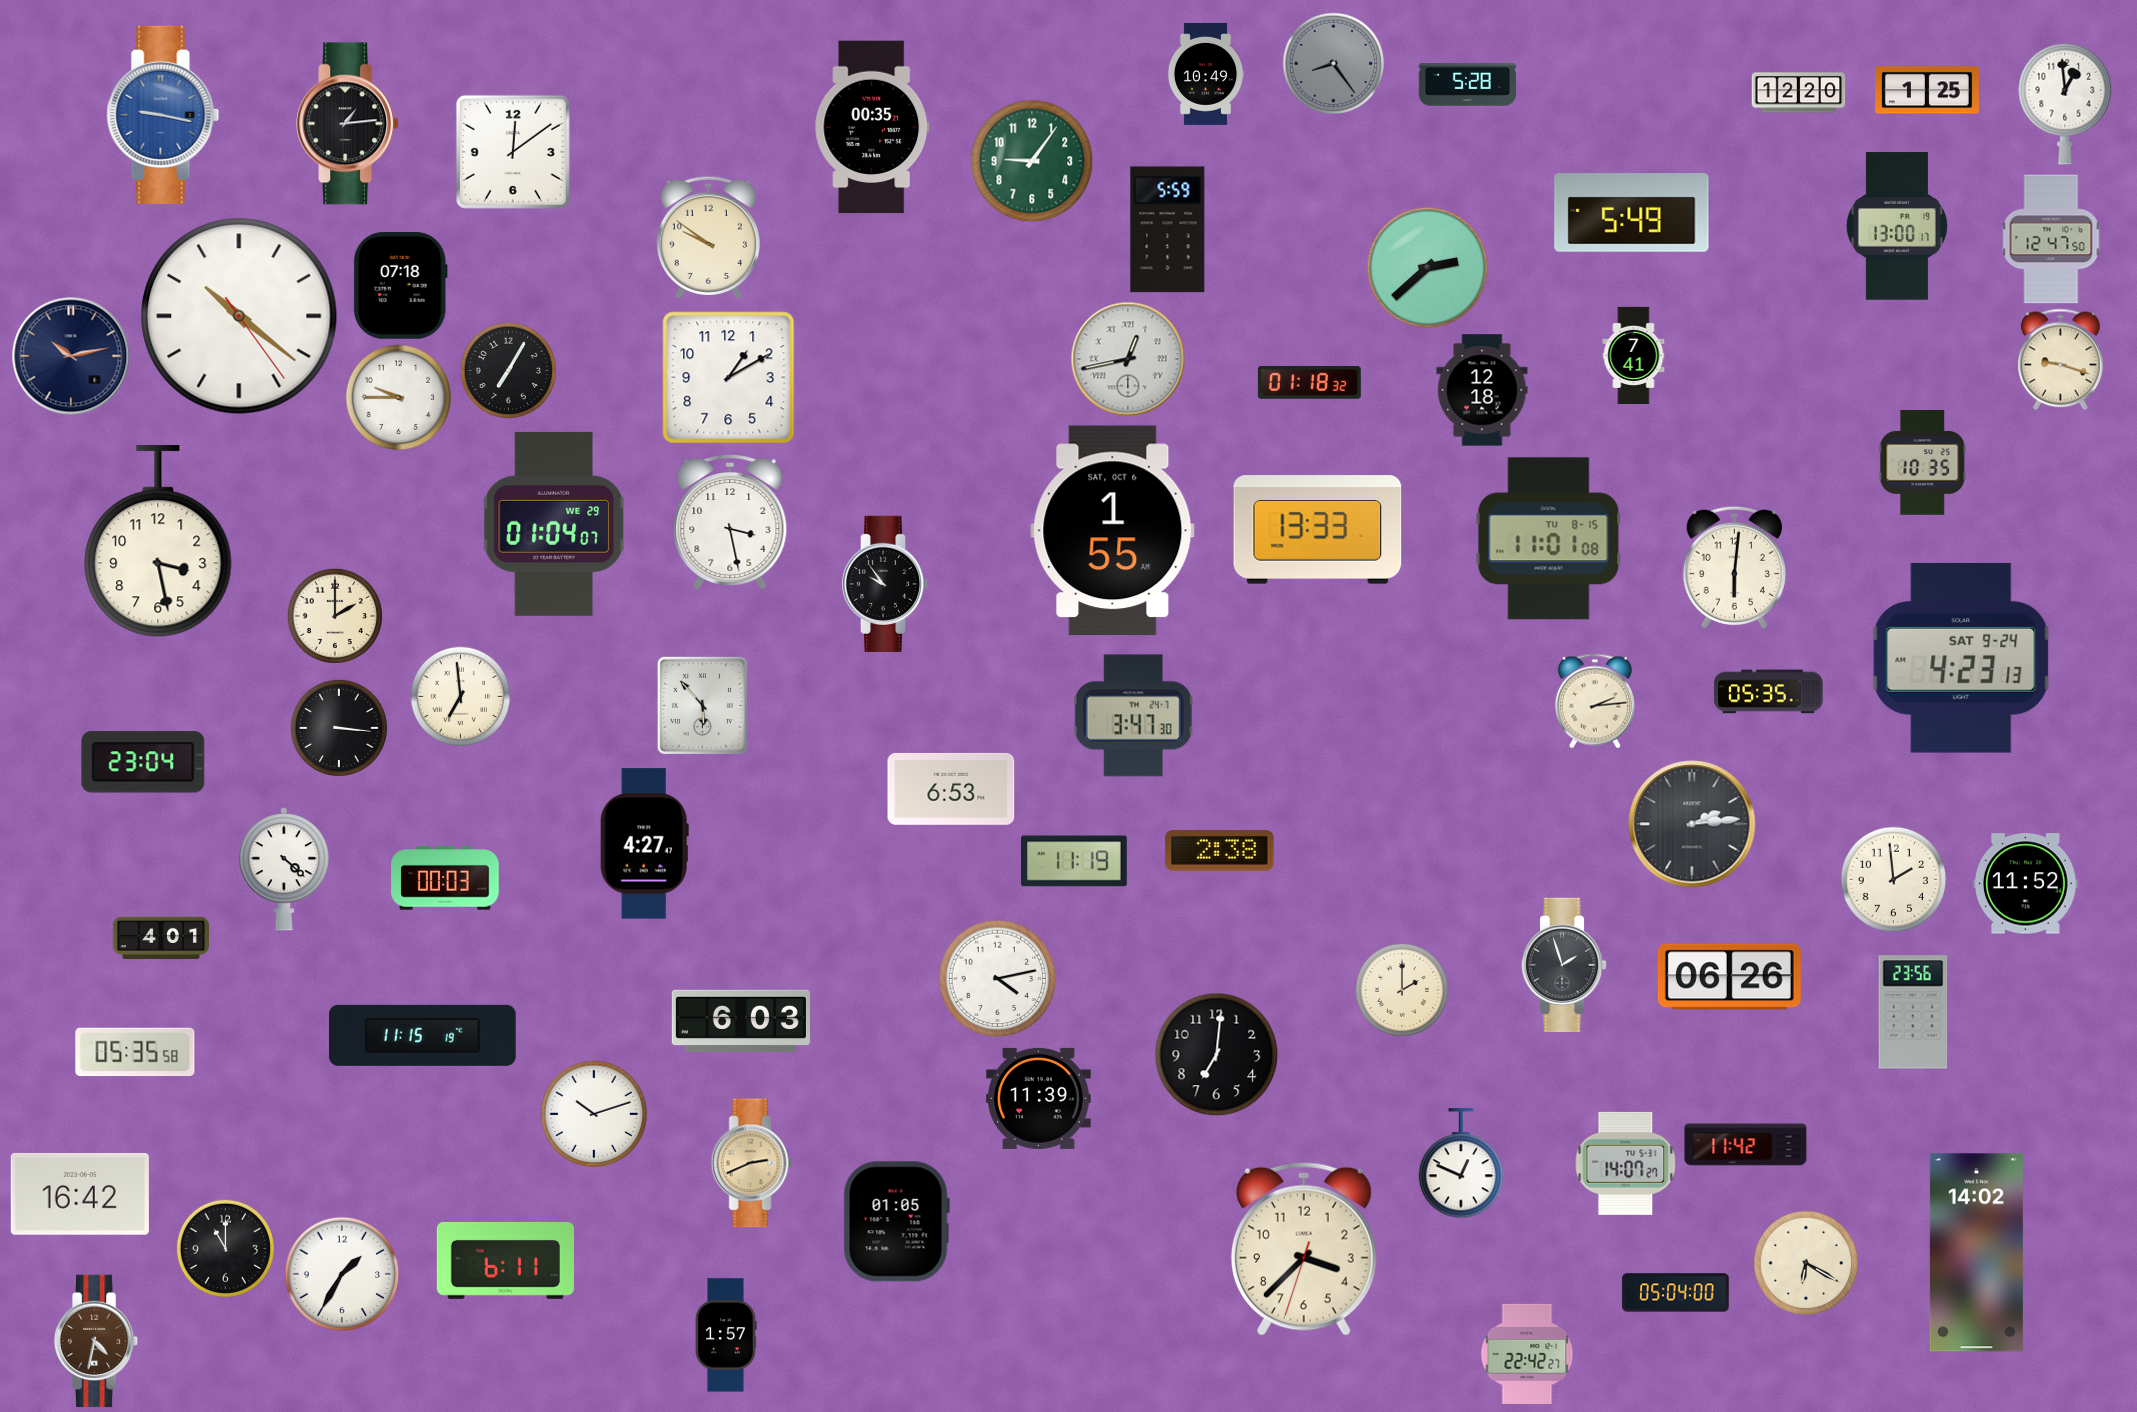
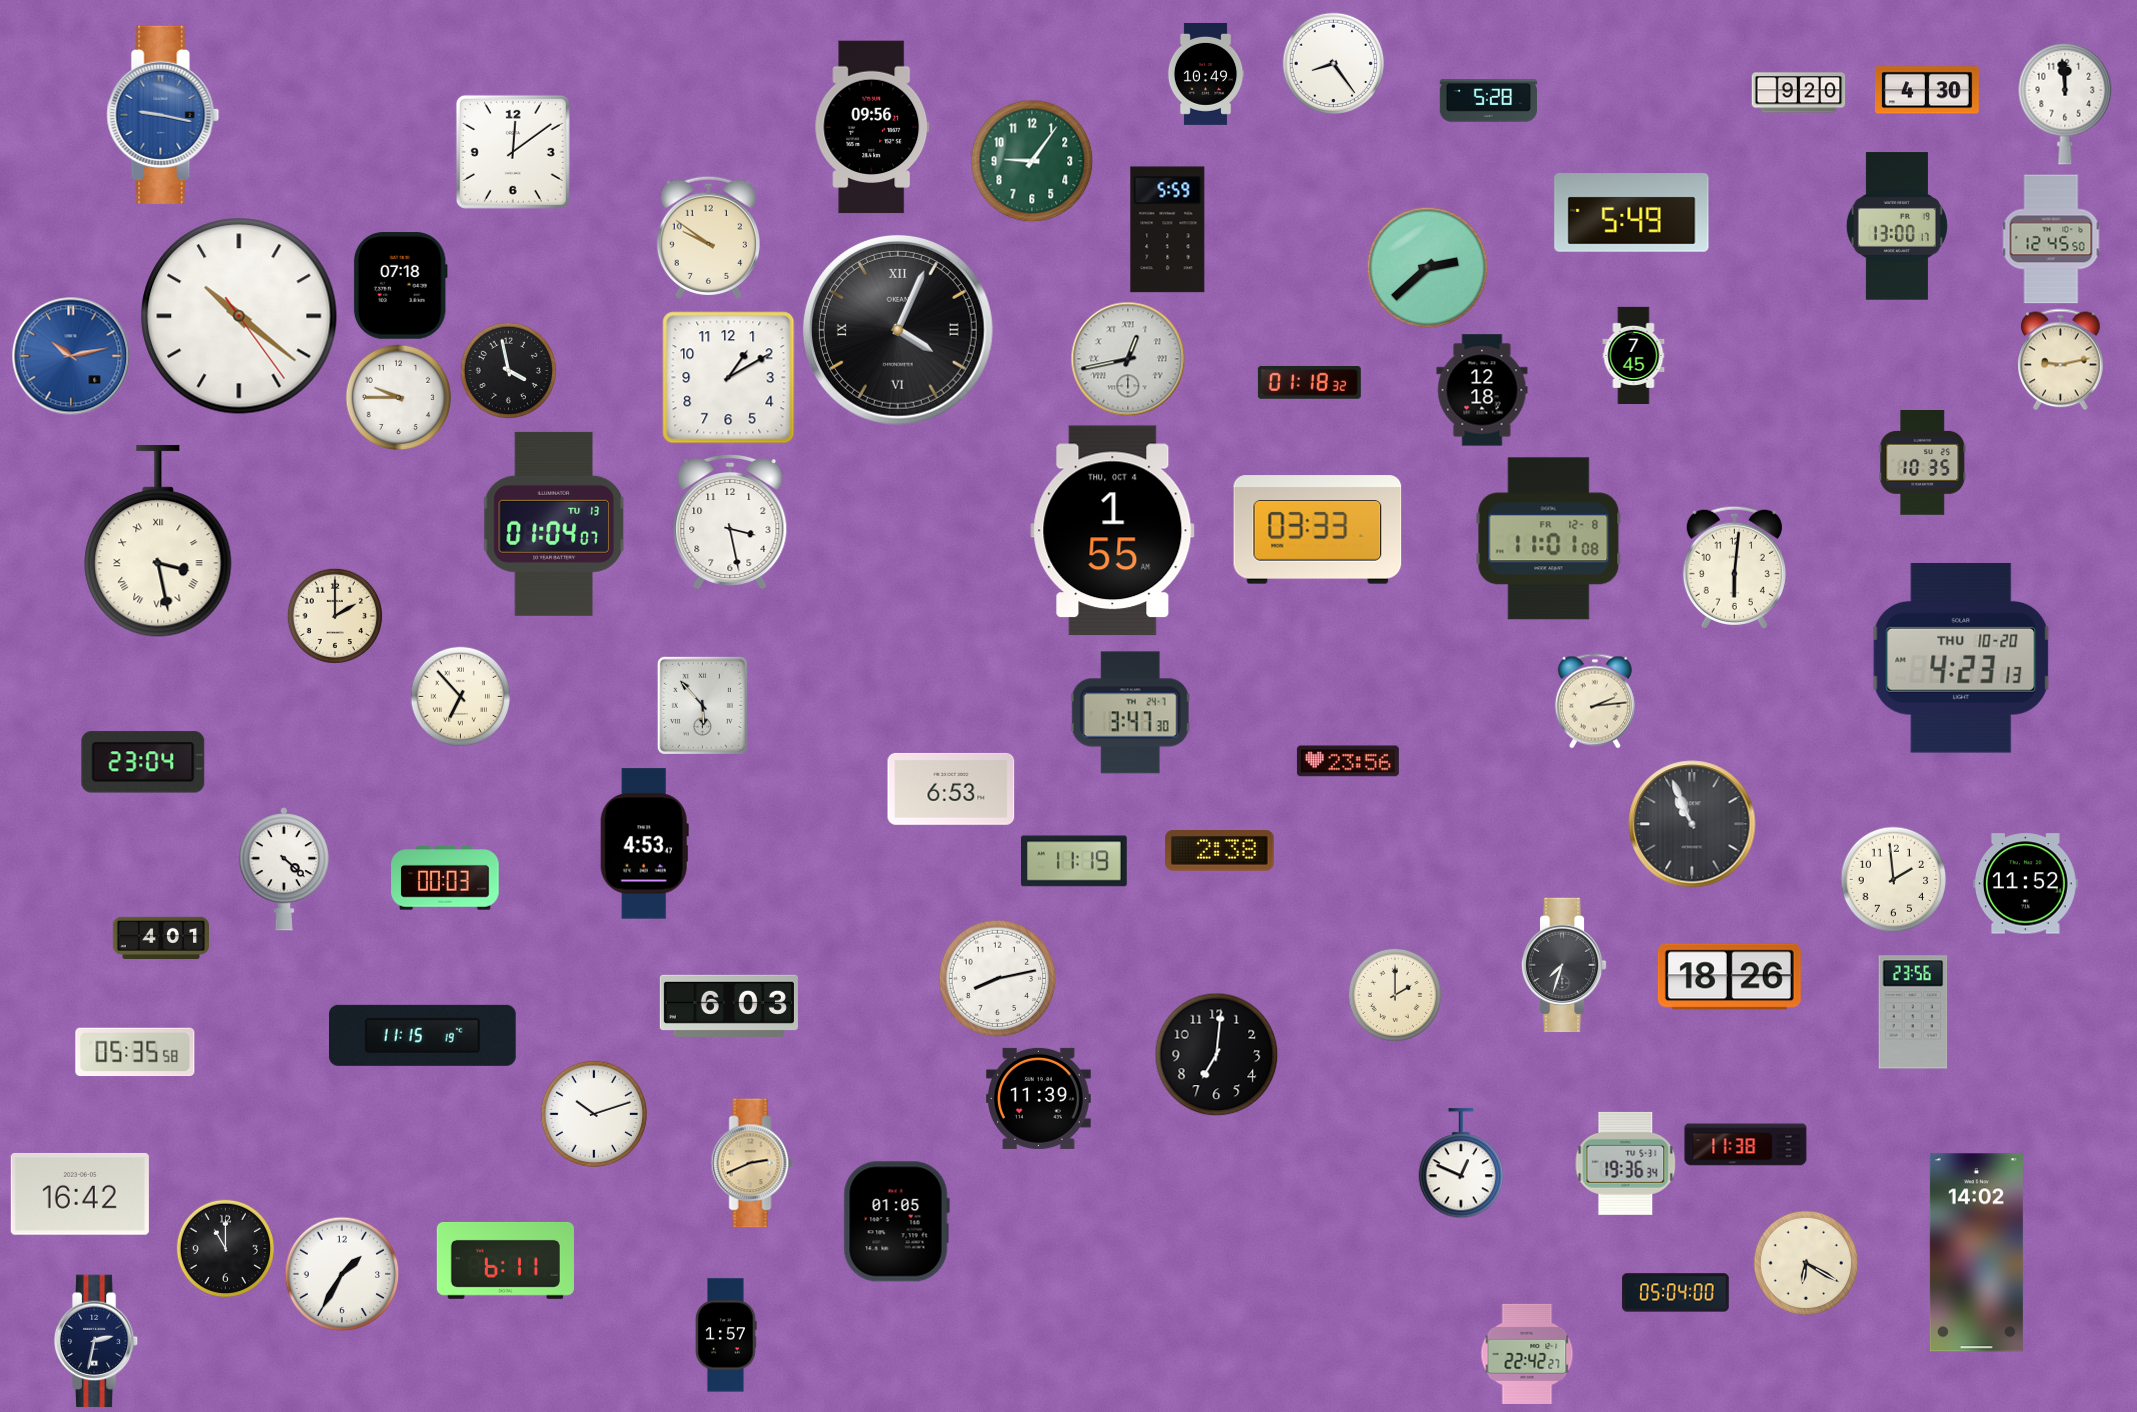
clock at (1334, 64) dial: grey -> white
clock at (1467, 85) position: (1467, 85) -> (1488, 101)
clock at (1928, 90): 1:25 -> 4:30
clock at (1799, 93): 12:20 -> 9:20
clock at (2065, 104): 12:59 -> 11:59
clock at (348, 124): 1:14 -> none
clock at (872, 127): 00:35 -> 09:56
clock at (2051, 239): 12:47 -> 12:45
clock at (898, 330): none -> 4:04
clock at (1634, 355): 7:41 -> 7:45
clock at (71, 356) dial: navy -> blue
clock at (2061, 360): 9:18 -> 9:13
clock at (508, 370): 7:05 -> 3:58
clock at (554, 524) date: WE 29 -> TU 13
clock at (1318, 530): 13:33 -> 03:33
clock at (1113, 531) date: SAT, OCT 6 -> THU, OCT 4
clock at (1549, 539) date: TU 8-15 -> FR 12-8
clock at (158, 542) numerals: Arabic -> Roman
clock at (885, 584): 9:54 -> none
clock at (1961, 659) date: SAT 9-24 -> THU 10-20
clock at (1769, 692): 05:35 -> none
clock at (460, 696): 6:59 -> 6:53
clock at (1133, 716) position: (1133, 716) -> (1130, 713)
clock at (338, 727): 3:16 -> none
clock at (1348, 761): none -> 23:56
clock at (1692, 824): 2:14 -> 10:56
clock at (644, 844): 4:27 -> 4:53
clock at (1564, 965): 1:57 -> 7:33
clock at (1729, 977): 06:26 -> 18:26
clock at (998, 979): 4:13 -> 8:13
clock at (1402, 990) position: (1402, 990) -> (1395, 995)
clock at (741, 1021) position: (741, 1021) -> (729, 1006)
clock at (1746, 1145): 11:42 -> 11:38
clock at (1626, 1163): 14:07 -> 19:36
clock at (1304, 1249): 3:37 -> none
clock at (96, 1341): 4:32 -> 2:32
clock at (96, 1341) dial: brown -> navy
